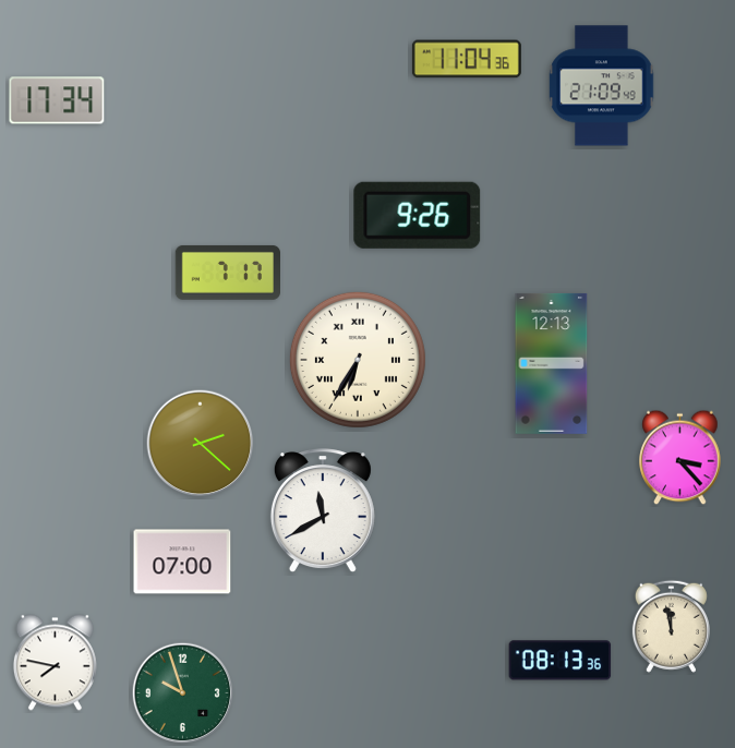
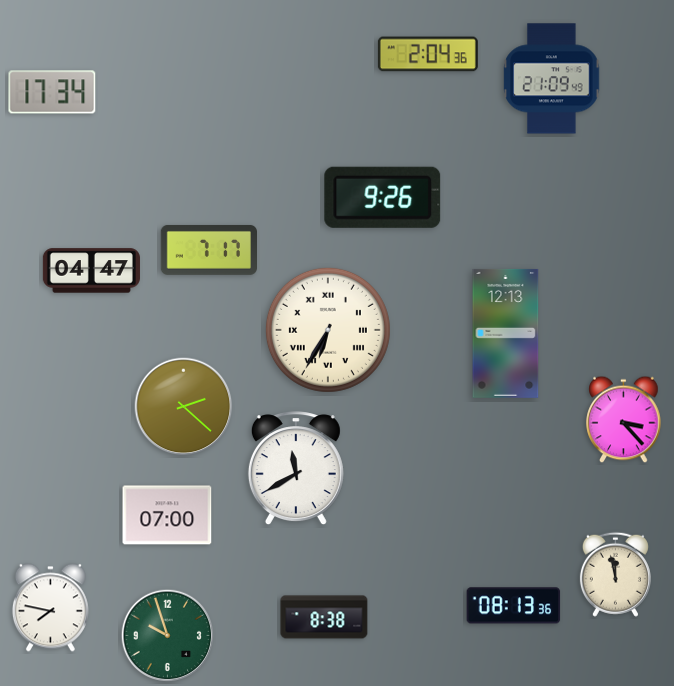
clock at (467, 59): 11:04 -> 2:04
clock at (91, 271): none -> 04:47
clock at (324, 617): none -> 8:38
